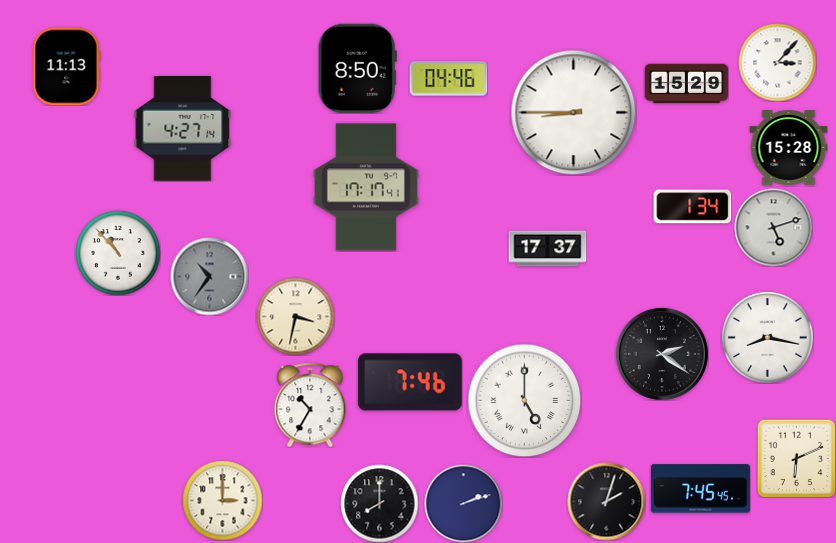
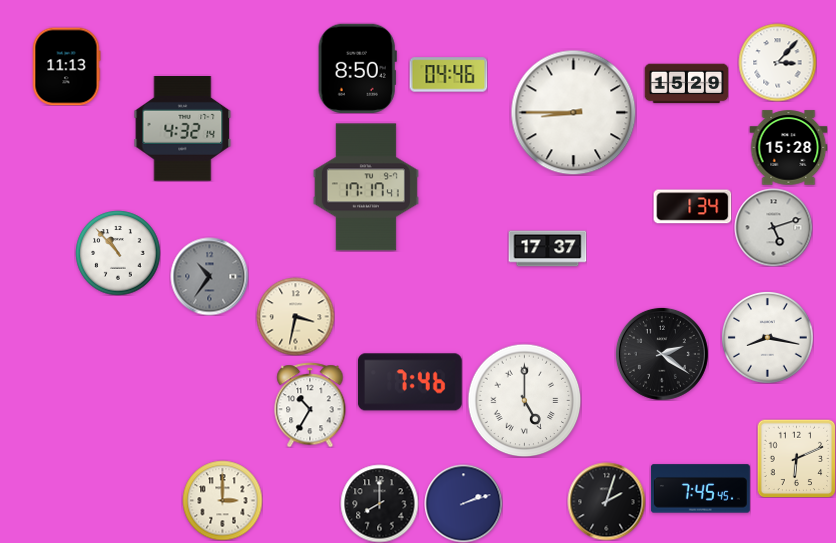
clock at (448, 79) position: (448, 79) -> (448, 75)
clock at (183, 129): 4:27 -> 4:32
